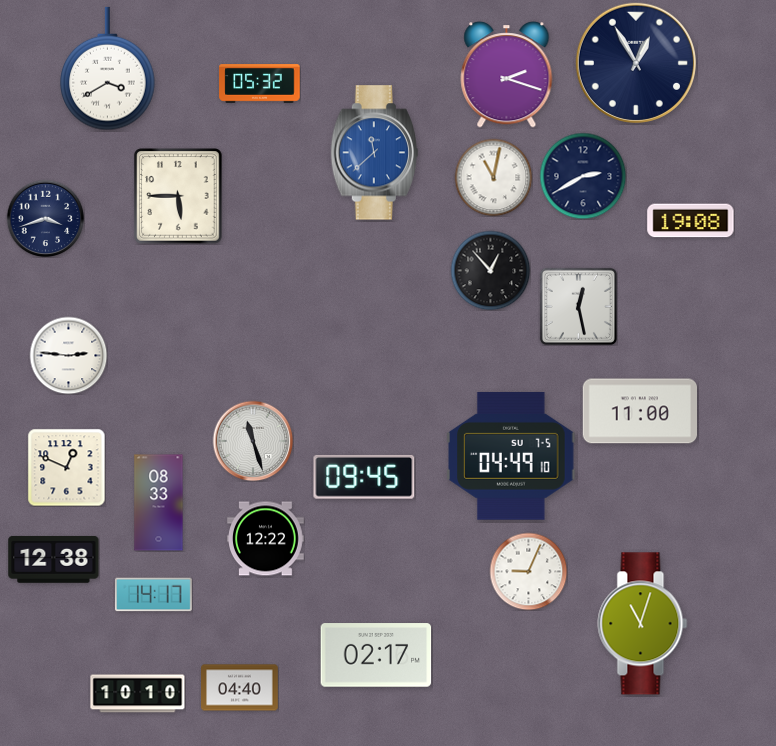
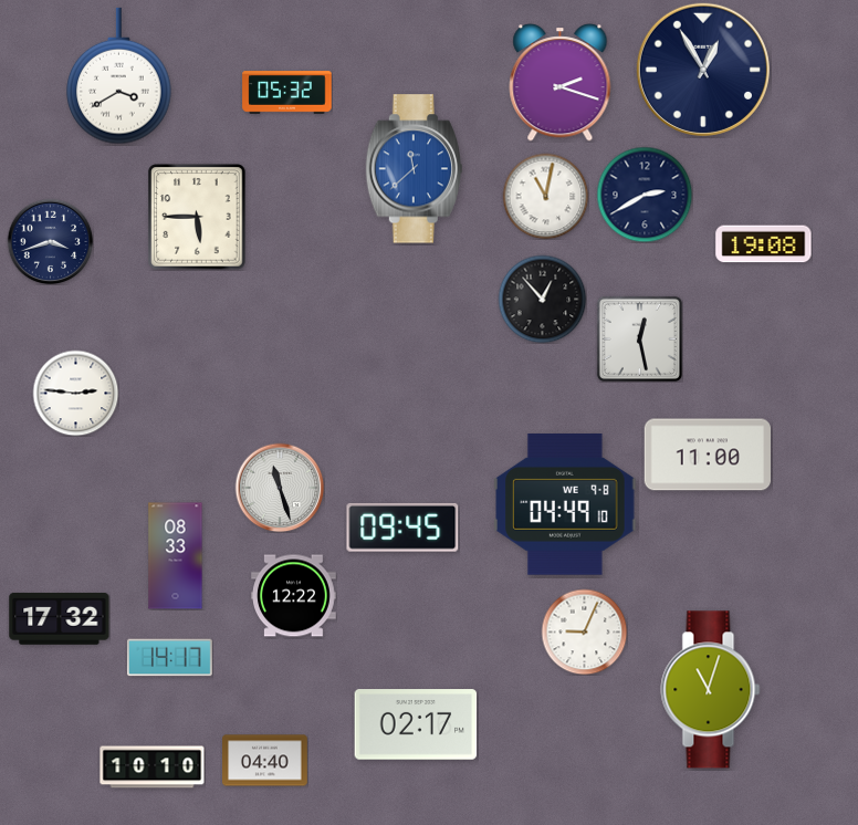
clock at (511, 456) date: SU 7-5 -> WE 9-8
clock at (66, 467): 12:49 -> none
clock at (54, 559): 12:38 -> 17:32
